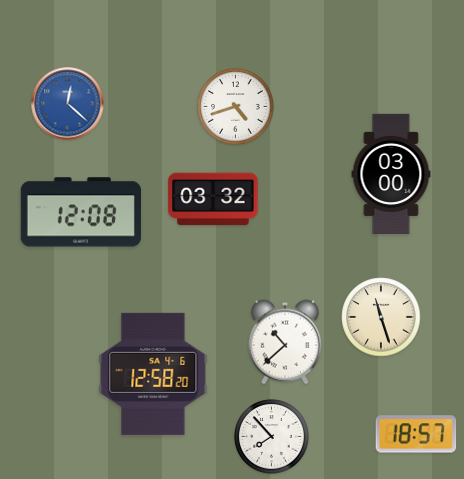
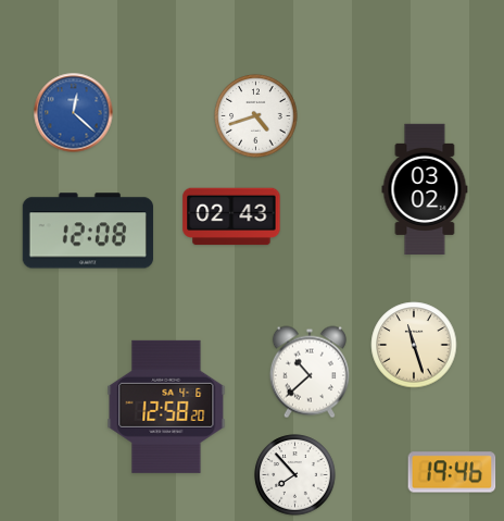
clock at (391, 173): 03:00 -> 03:02
clock at (213, 199): 03:32 -> 02:43
clock at (416, 434): 18:57 -> 19:46
